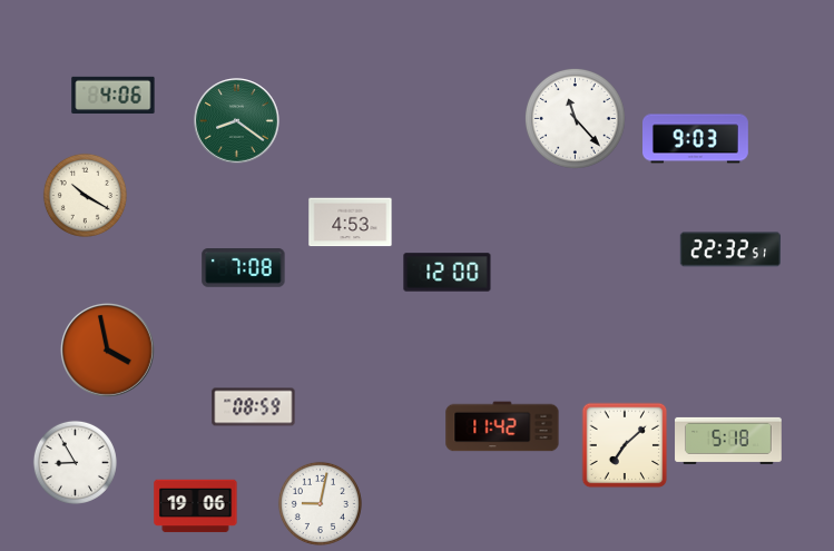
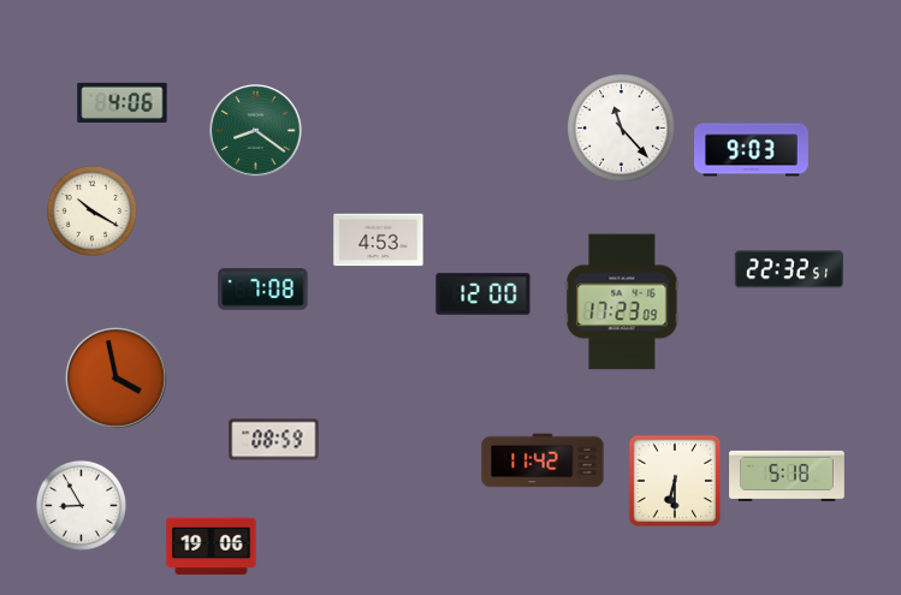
clock at (622, 302): none -> 17:23
clock at (625, 445): 7:08 -> 6:30
clock at (75, 462) position: (75, 462) -> (81, 505)
clock at (320, 503): 9:02 -> none
